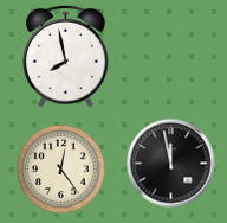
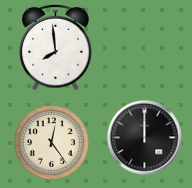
clock at (66, 56): 7:58 -> 7:59
clock at (171, 164): 11:58 -> 12:00
